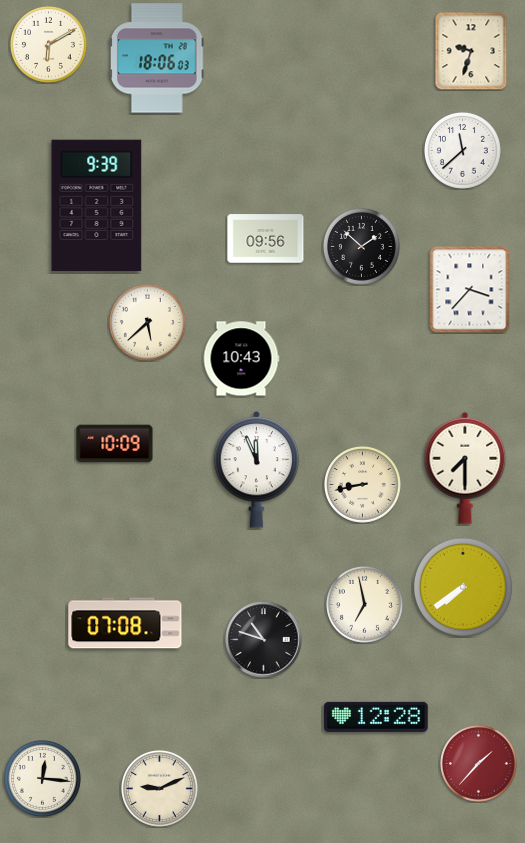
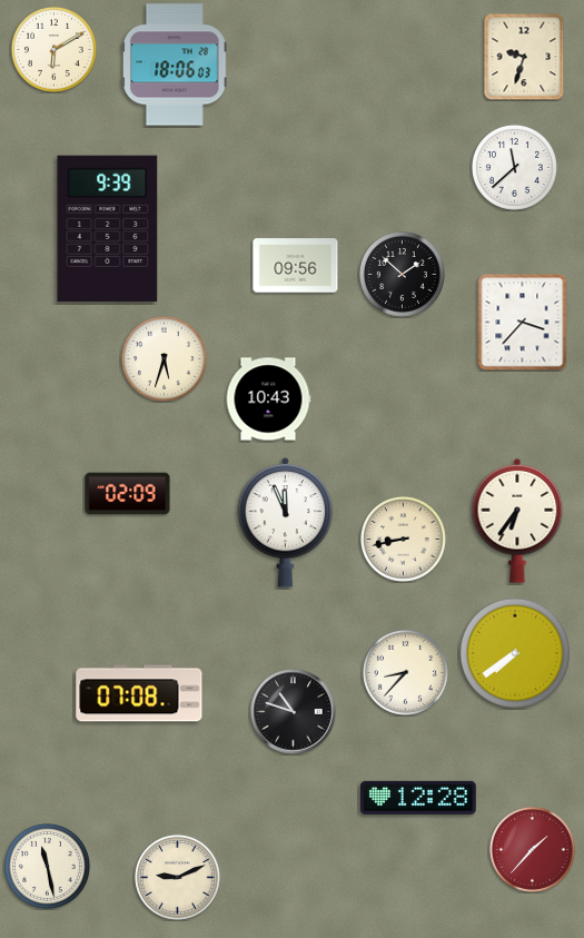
clock at (147, 322): 5:38 -> 5:33
clock at (115, 444): 10:09 -> 02:09
clock at (465, 468): 7:30 -> 6:36
clock at (364, 604): 6:58 -> 8:37
clock at (42, 778): 12:16 -> 11:28
